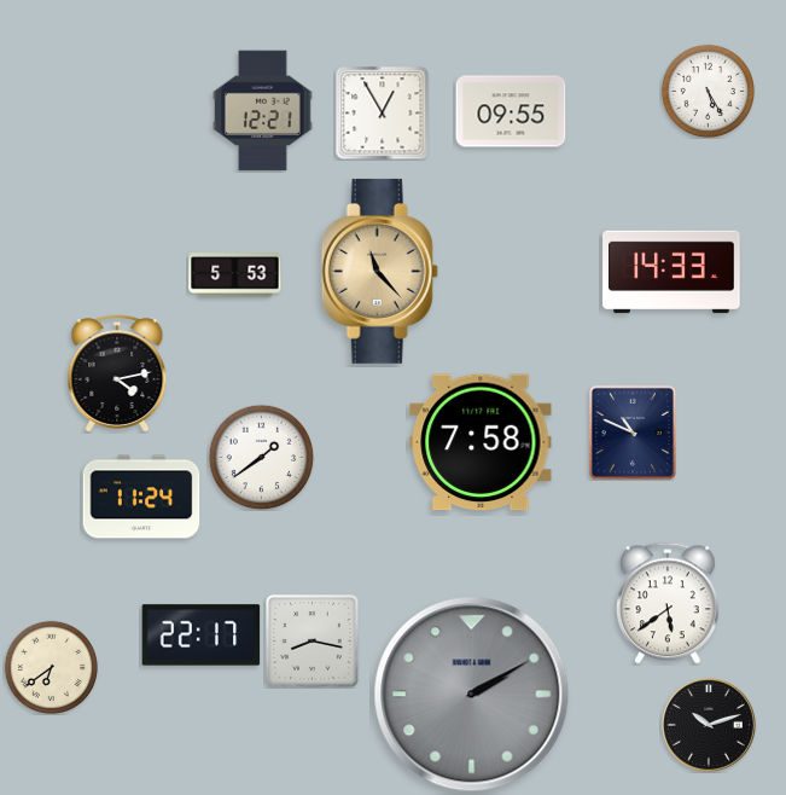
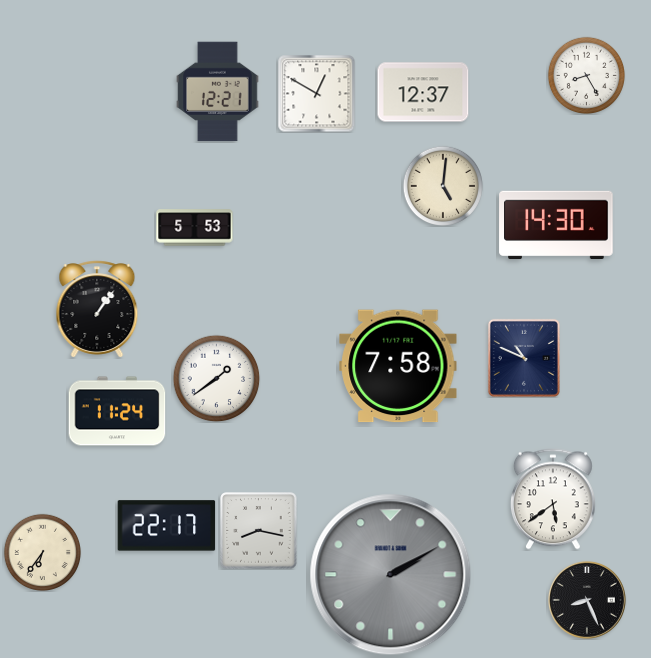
clock at (708, 91): 5:25 -> 8:25
clock at (511, 111): 09:55 -> 12:37
clock at (382, 112): 12:55 -> 12:50
clock at (442, 185): none -> 5:01
clock at (379, 271): 11:23 -> none
clock at (671, 272): 14:33 -> 14:30
clock at (117, 373): 4:13 -> 1:06
clock at (51, 667): 6:39 -> 6:36
clock at (709, 725): 10:12 -> 8:26
